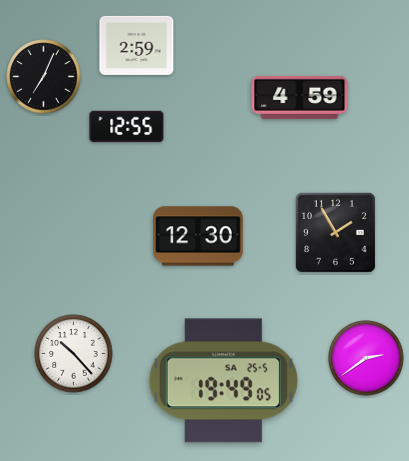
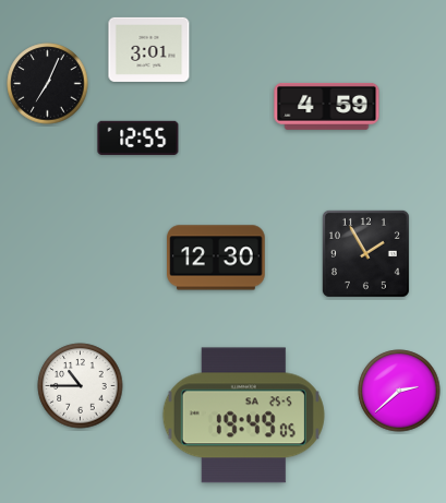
clock at (137, 45): 2:59 -> 3:01
clock at (74, 354): 10:23 -> 10:45
clock at (366, 358): 2:39 -> 2:38
